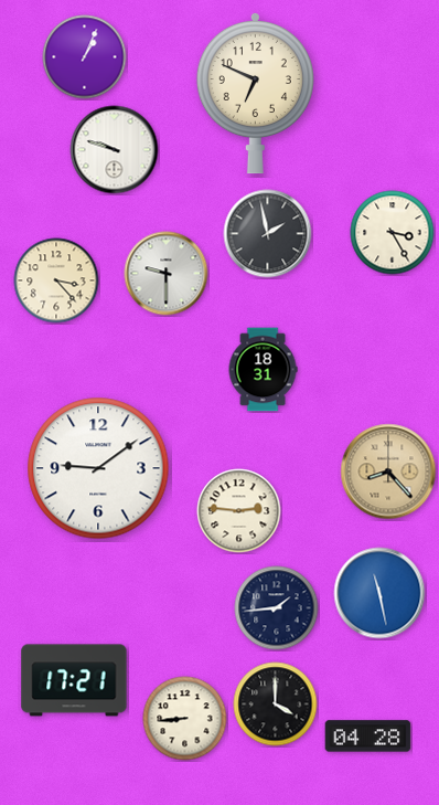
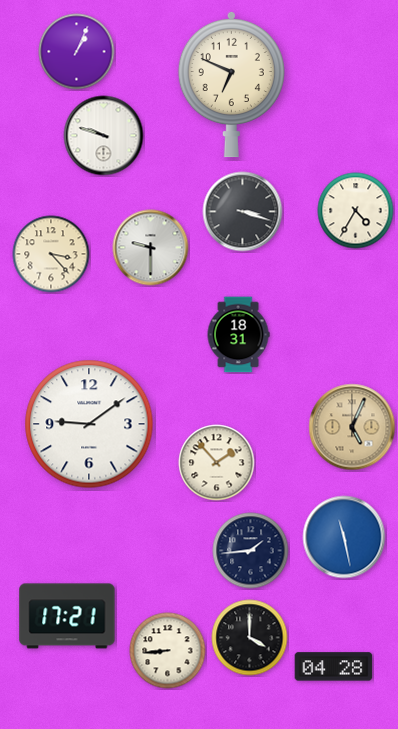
clock at (393, 233): 3:25 -> 4:35
clock at (268, 234): 1:58 -> 3:18
clock at (388, 472): 8:23 -> 5:04
clock at (239, 511): 2:46 -> 1:53
